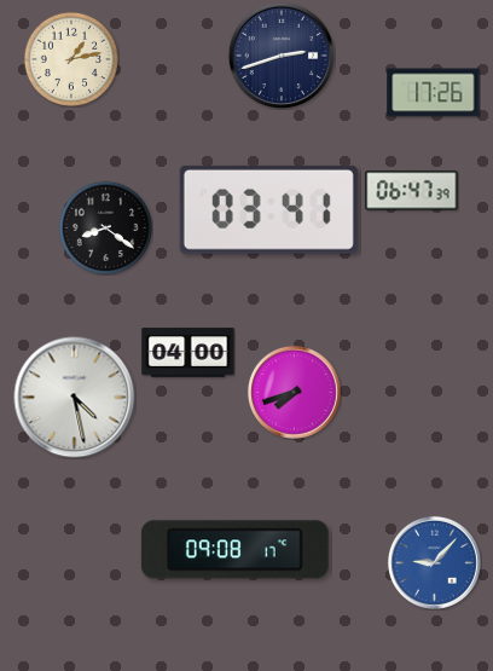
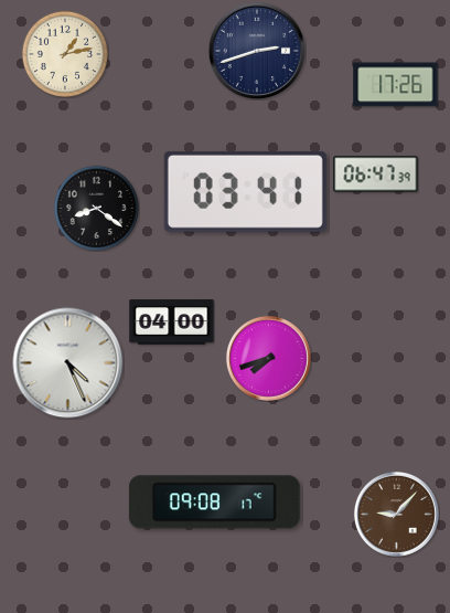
clock at (75, 398): 4:28 -> 4:26
clock at (434, 562) dial: blue -> brown
